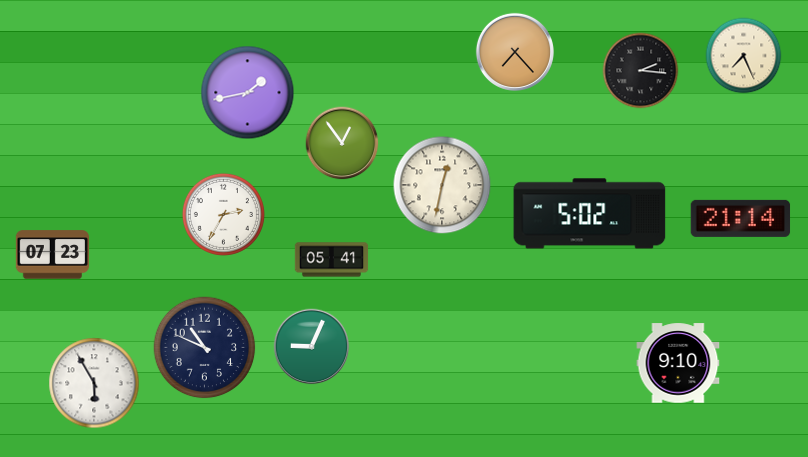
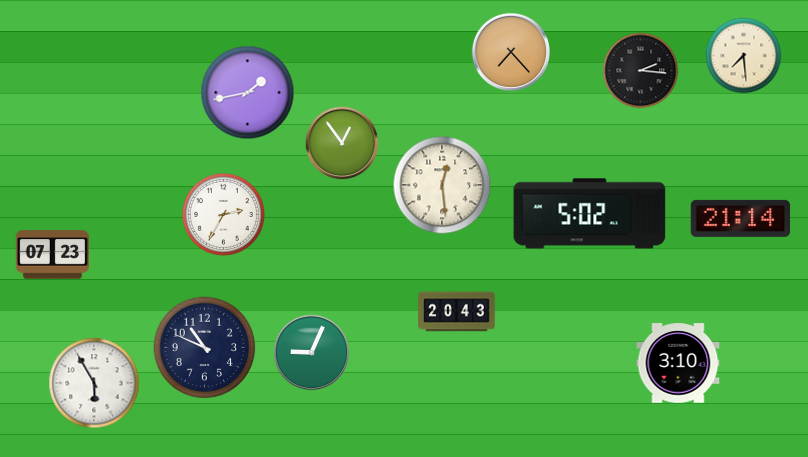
clock at (515, 52) position: (515, 52) -> (511, 52)
clock at (744, 56): 7:26 -> 7:29
clock at (442, 185): 12:32 -> 12:29
clock at (332, 260): 05:41 -> none
clock at (457, 312): none -> 20:43
clock at (312, 347) position: (312, 347) -> (312, 353)
clock at (678, 363): 9:10 -> 3:10
